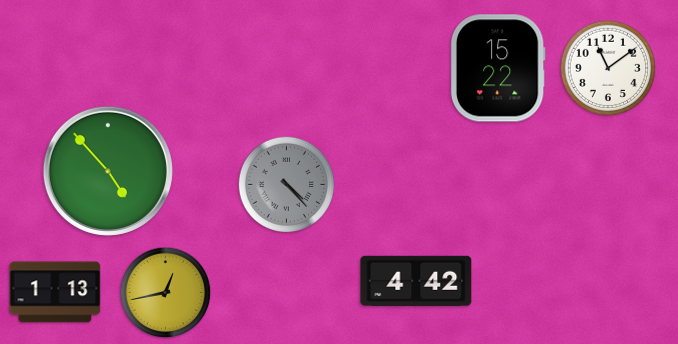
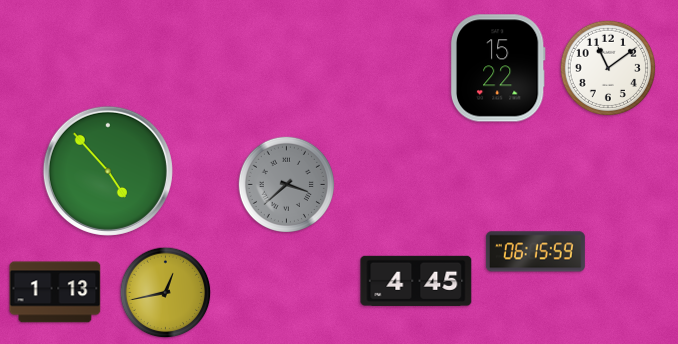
clock at (286, 184): 4:23 -> 3:38
clock at (535, 252): none -> 06:15
clock at (416, 281): 4:42 -> 4:45
